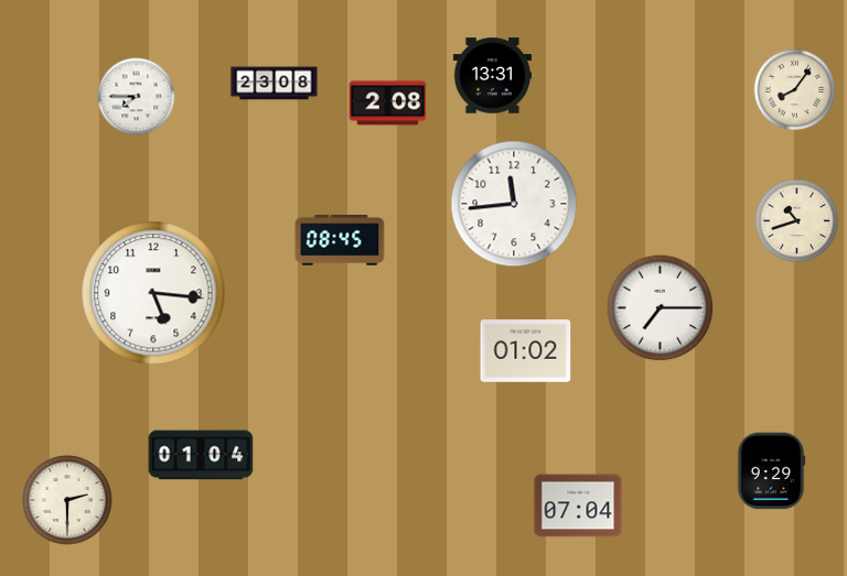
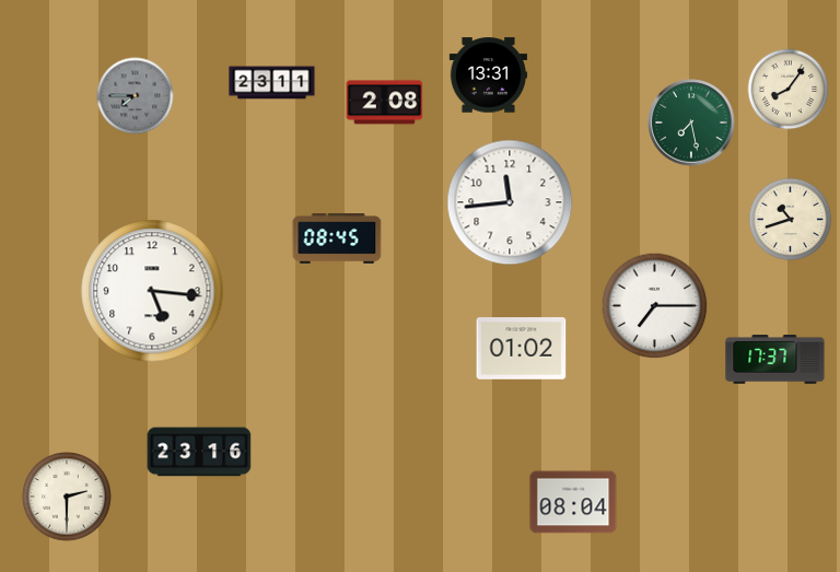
clock at (275, 84): 23:08 -> 23:11
clock at (137, 97) dial: white -> grey
clock at (691, 122): none -> 7:28
clock at (775, 360): none -> 17:37
clock at (201, 455): 01:04 -> 23:16
clock at (771, 471): 9:29 -> none
clock at (578, 506): 07:04 -> 08:04
